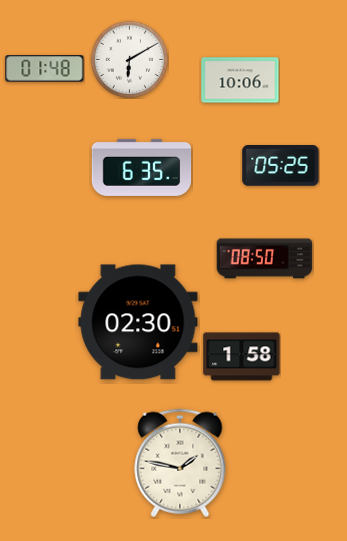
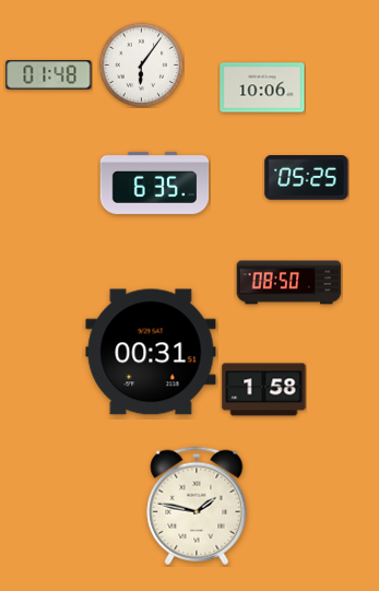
clock at (129, 59): 6:10 -> 6:06
clock at (281, 166) position: (281, 166) -> (307, 178)
clock at (138, 322): 02:30 -> 00:31
